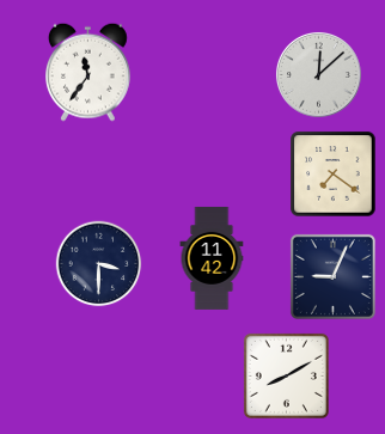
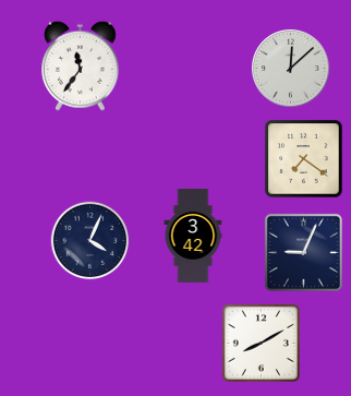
clock at (212, 258): 11:42 -> 3:42
clock at (99, 264): 3:30 -> 4:04
